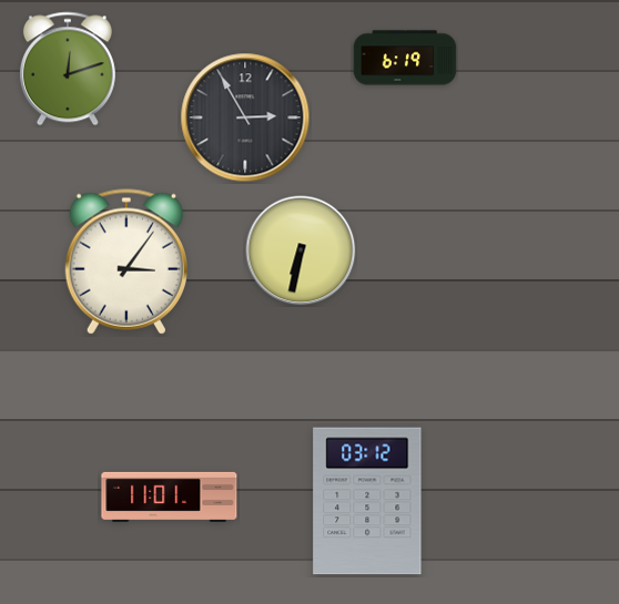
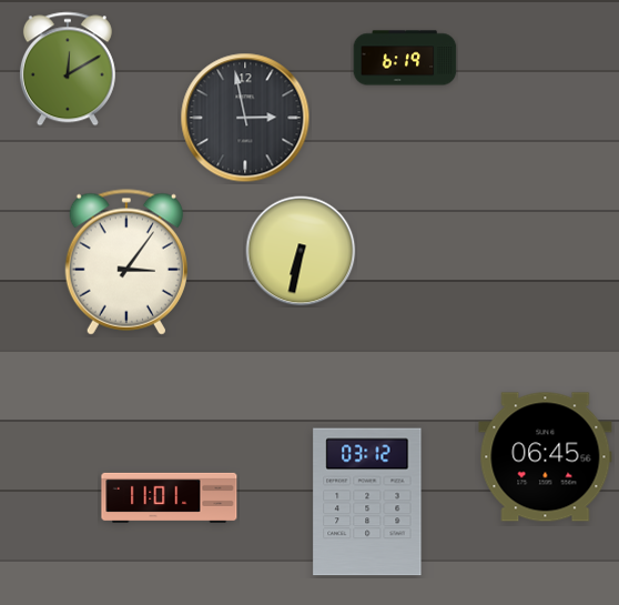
clock at (68, 69): 12:12 -> 12:10
clock at (245, 117): 2:55 -> 2:58
clock at (546, 457): none -> 06:45
